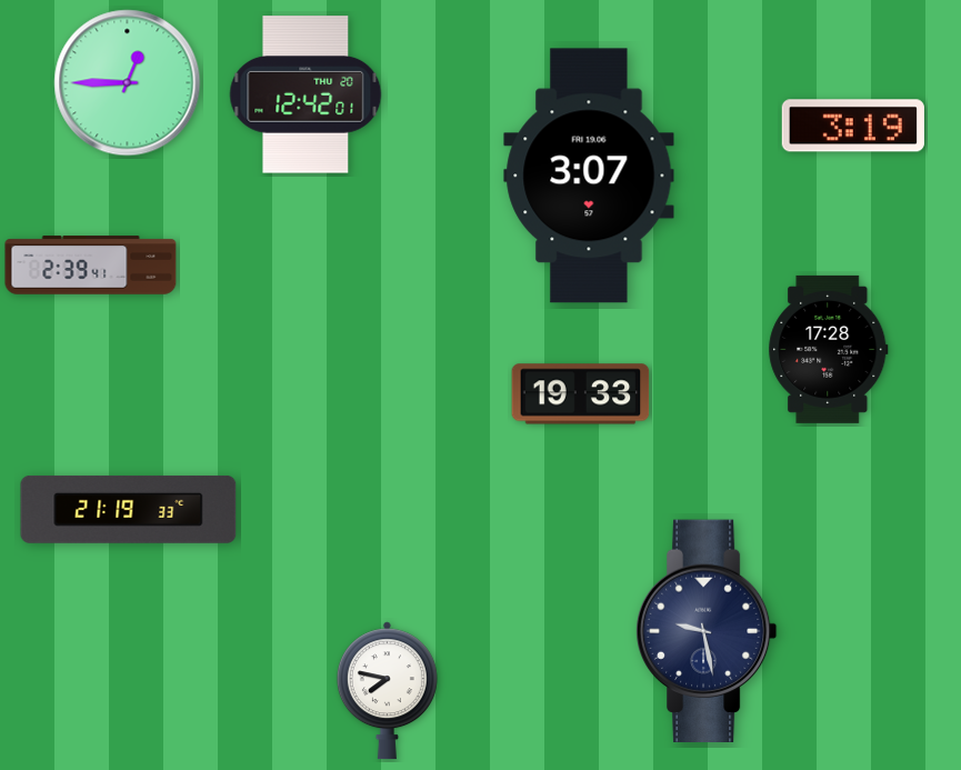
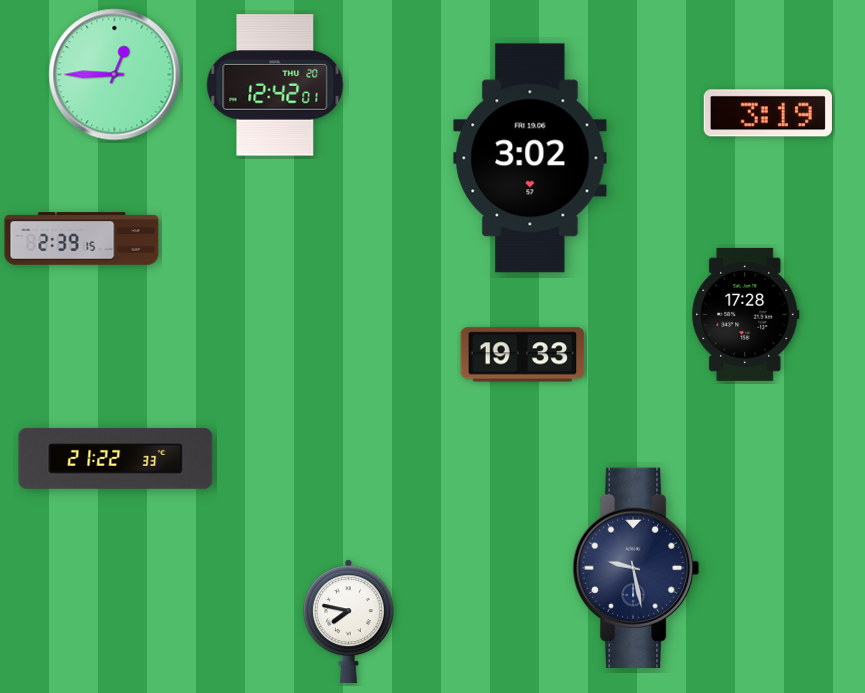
clock at (589, 176): 3:07 -> 3:02
clock at (91, 266): 2:39:41 -> 2:39:15
clock at (129, 509): 21:19 -> 21:22
